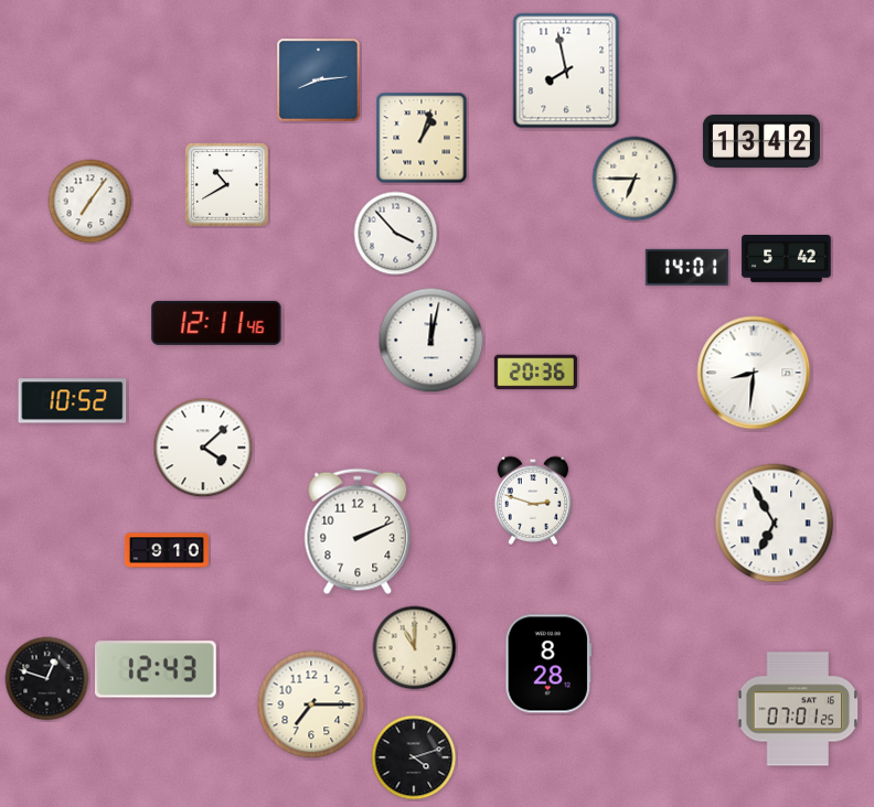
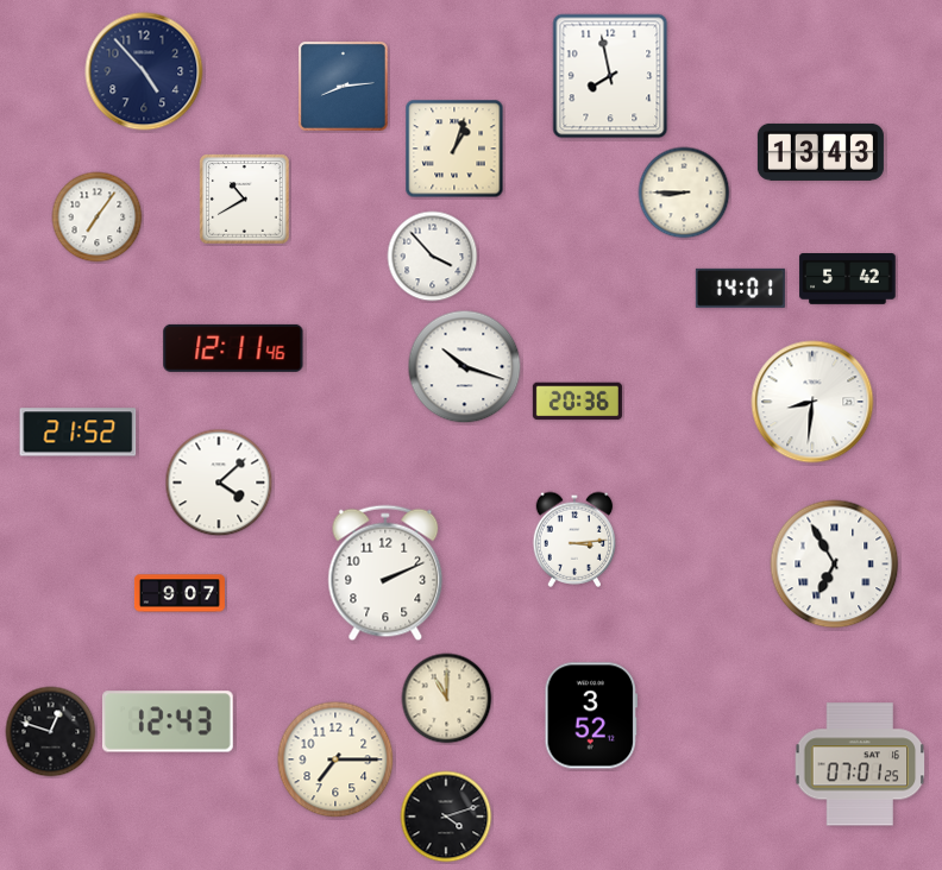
clock at (144, 71): none -> 4:53
clock at (761, 141): 13:42 -> 13:43
clock at (635, 179): 6:45 -> 8:45
clock at (396, 234) position: (396, 234) -> (433, 257)
clock at (431, 341): 12:02 -> 10:18
clock at (73, 401): 10:52 -> 21:52
clock at (533, 501): 2:48 -> 3:14
clock at (167, 550): 9:10 -> 9:07
clock at (547, 664): 8:28 -> 3:52
